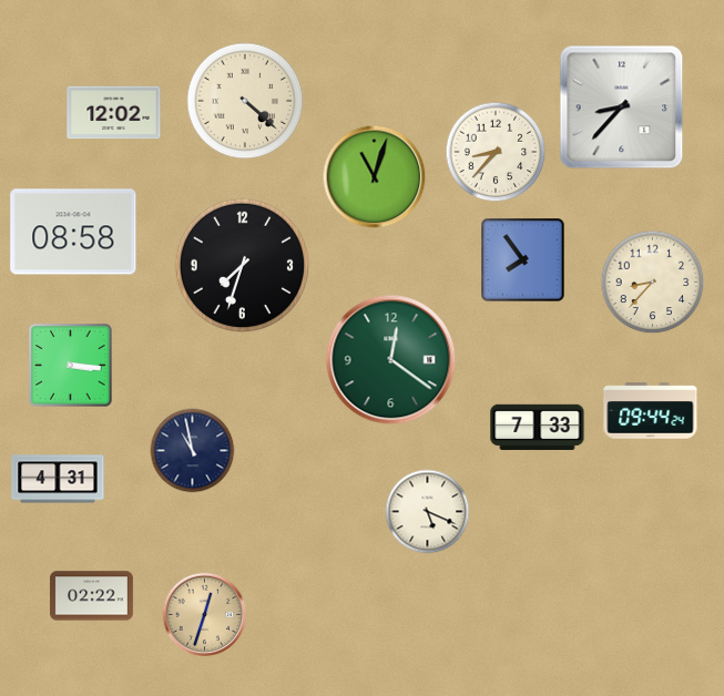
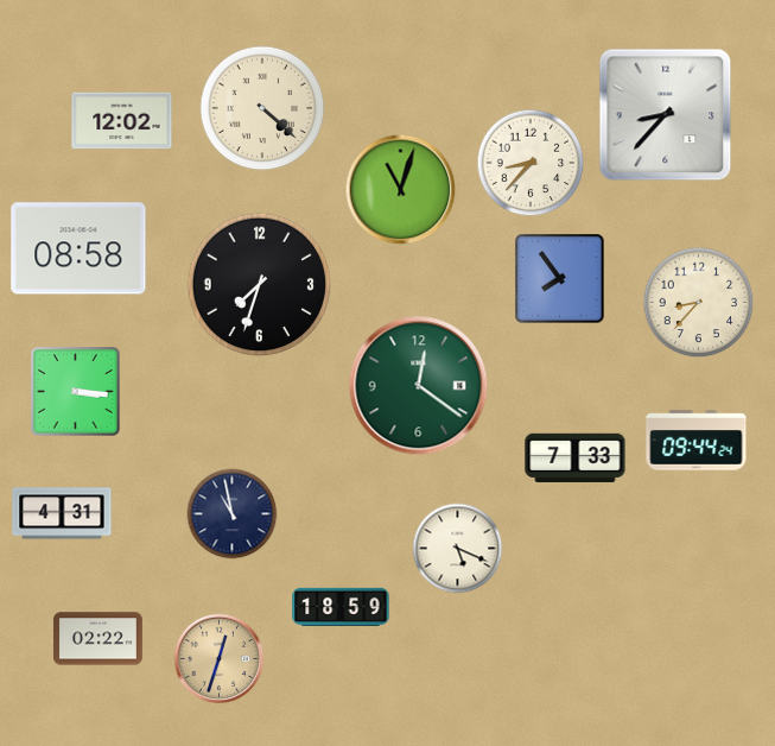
clock at (193, 451) position: (193, 451) -> (233, 514)
clock at (341, 607): none -> 18:59
